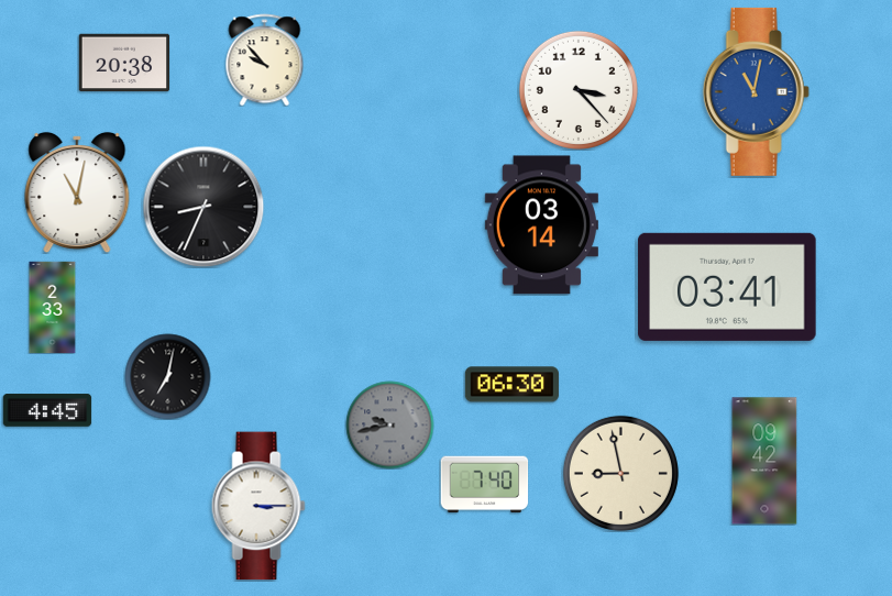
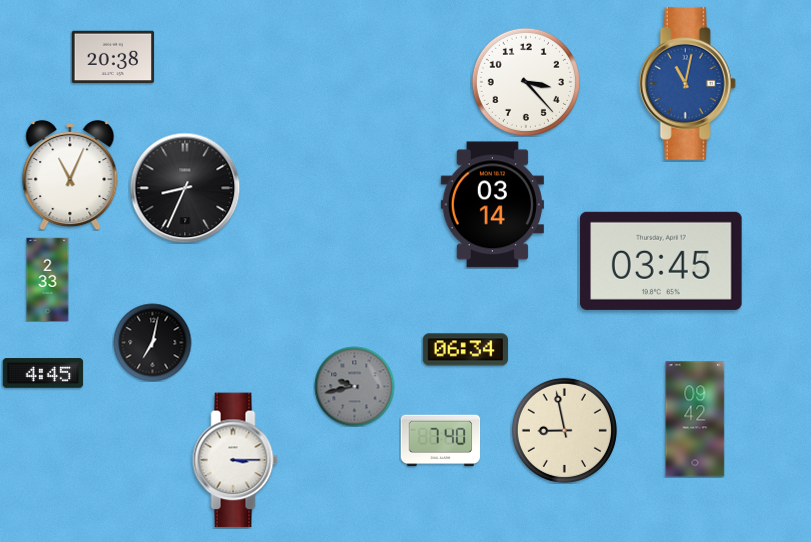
clock at (265, 59): 9:53 -> none
clock at (77, 192): 11:02 -> 11:04
clock at (727, 287): 03:41 -> 03:45
clock at (511, 385): 06:30 -> 06:34
